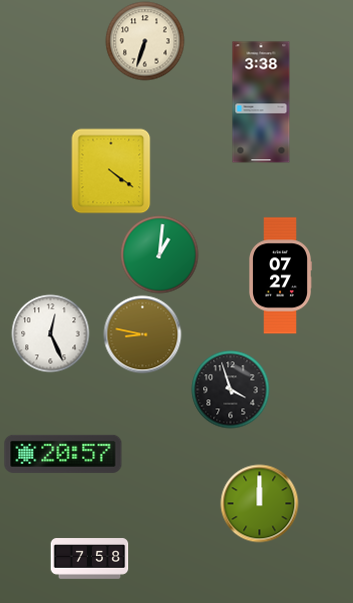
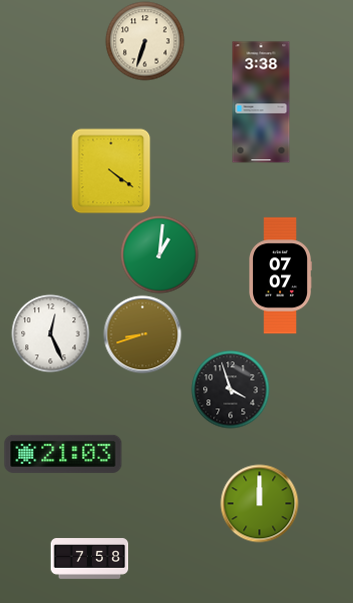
clock at (280, 276): 07:27 -> 07:07
clock at (142, 334): 8:47 -> 8:42
clock at (63, 454): 20:57 -> 21:03
